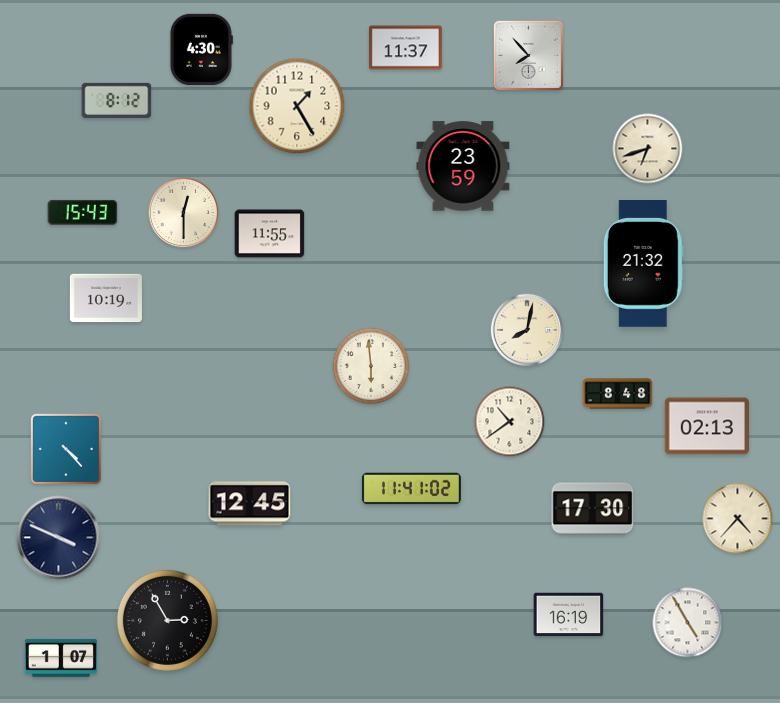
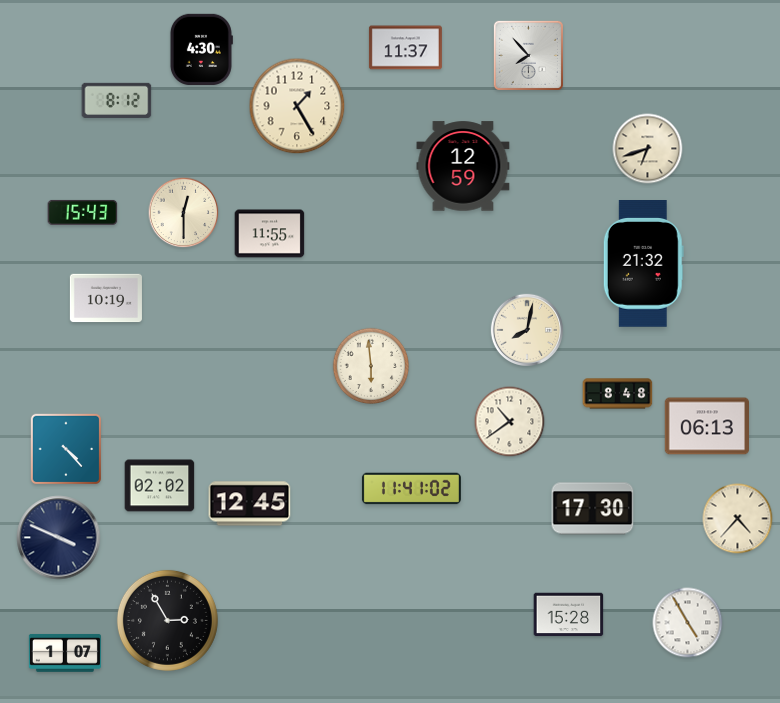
clock at (463, 166): 23:59 -> 12:59
clock at (706, 426): 02:13 -> 06:13
clock at (160, 486): none -> 02:02
clock at (569, 615): 16:19 -> 15:28
clock at (61, 658) position: (61, 658) -> (65, 653)
